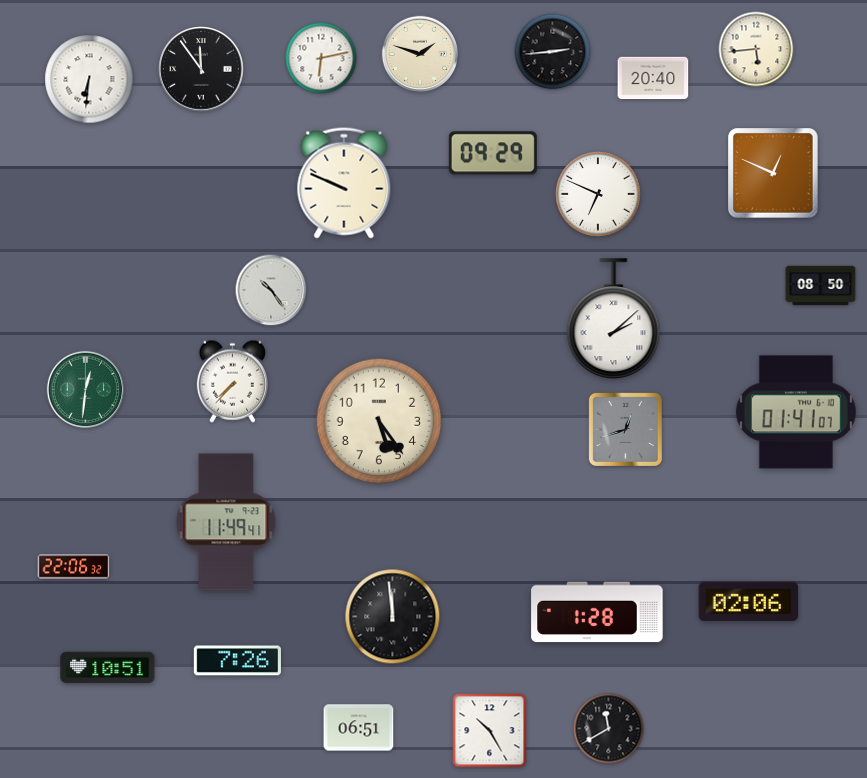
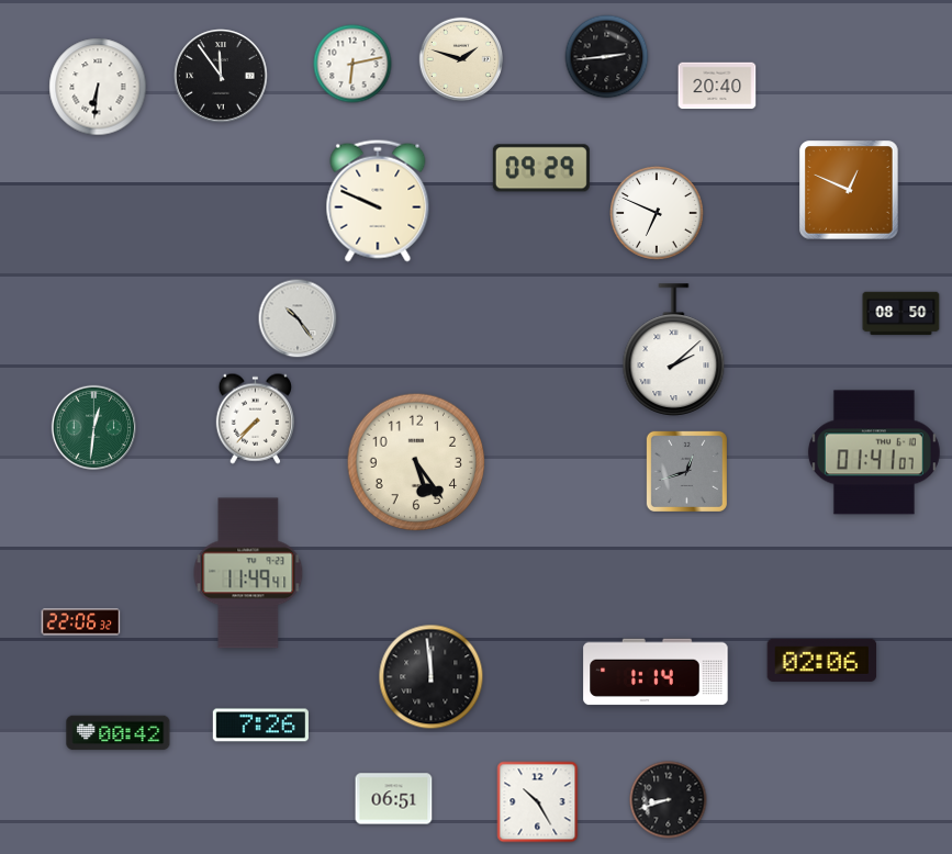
clock at (756, 49): 5:44 -> none
clock at (597, 612): 1:28 -> 1:14
clock at (108, 668): 10:51 -> 00:42
clock at (609, 729): 11:40 -> 8:42
